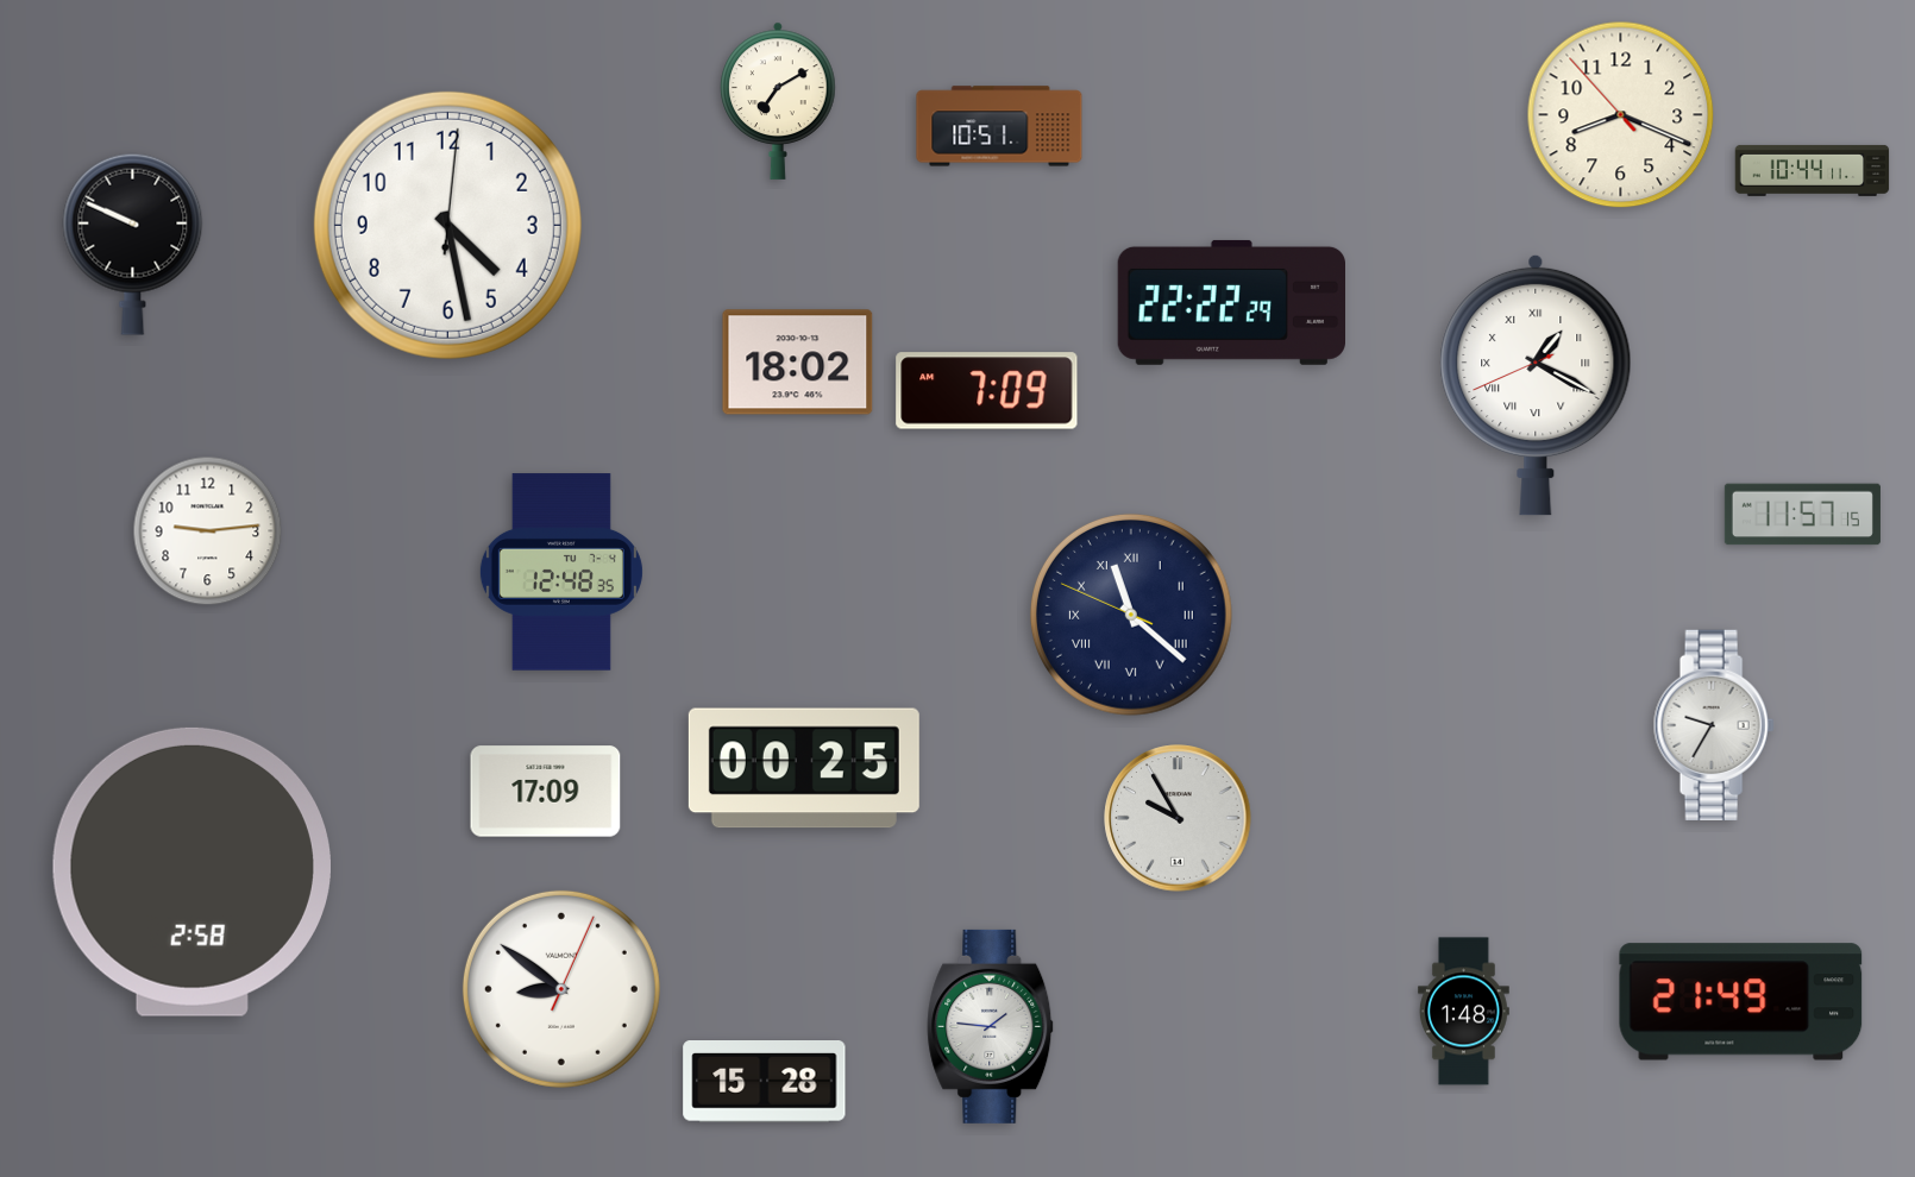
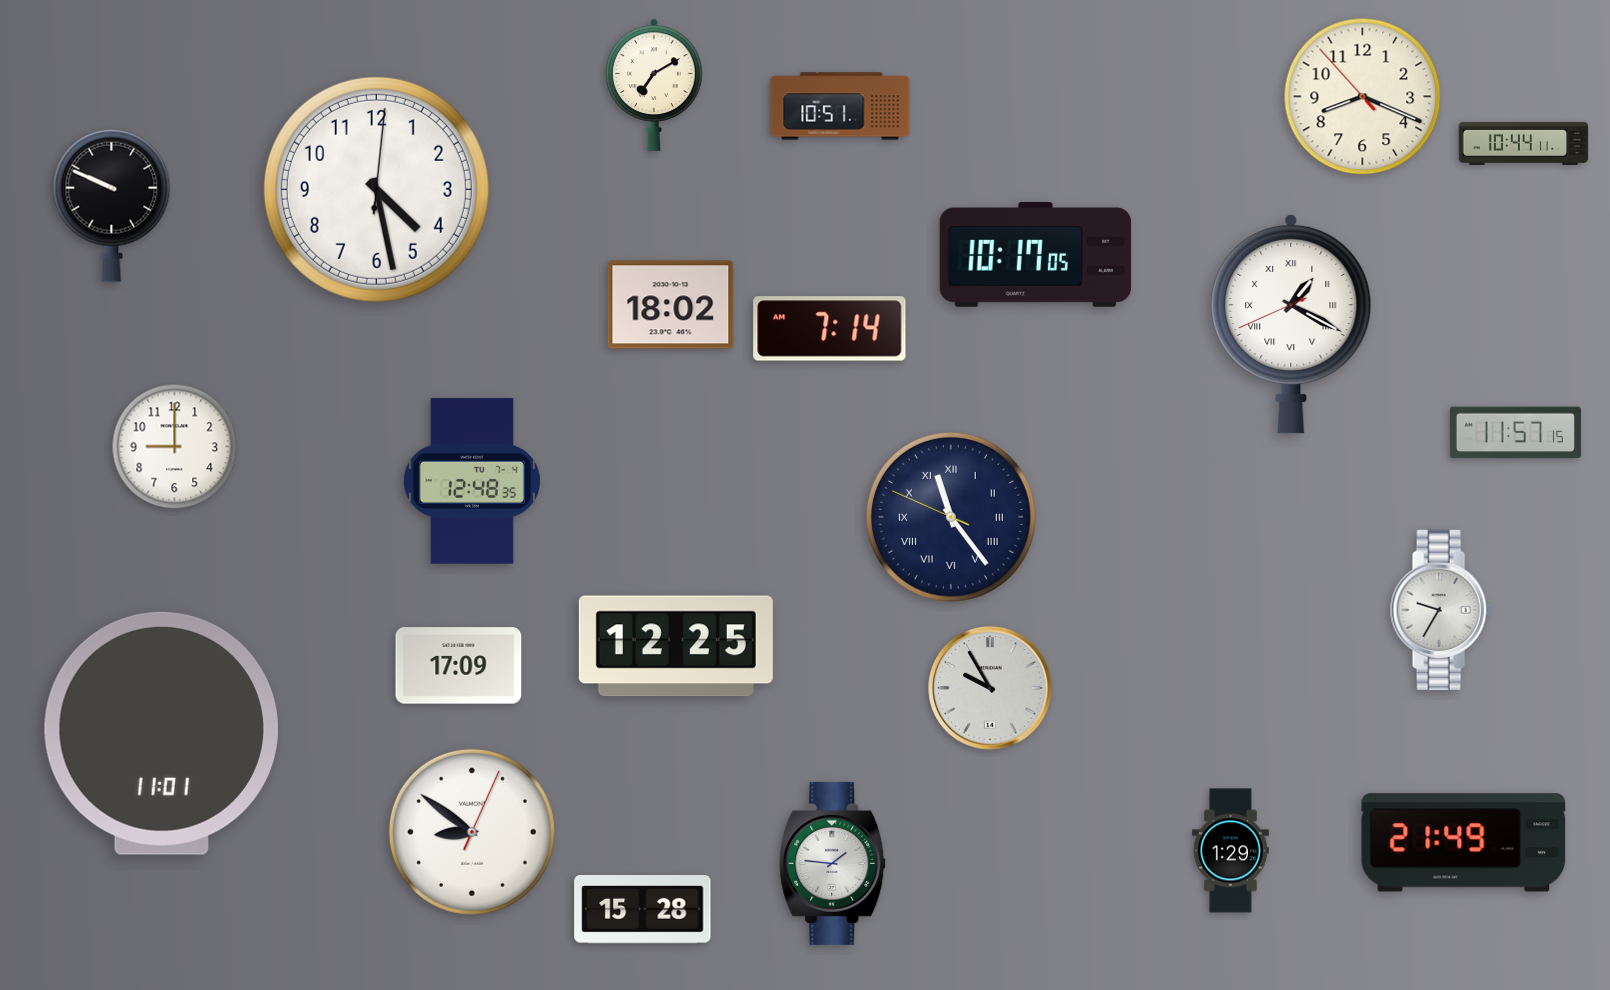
clock at (1231, 302): 22:22 -> 10:17
clock at (987, 391): 7:09 -> 7:14
clock at (208, 531): 9:14 -> 9:00
clock at (1131, 615): 11:21 -> 11:23
clock at (804, 768): 00:25 -> 12:25
clock at (191, 871): 2:58 -> 11:01
clock at (1463, 1012): 1:48 -> 1:29
